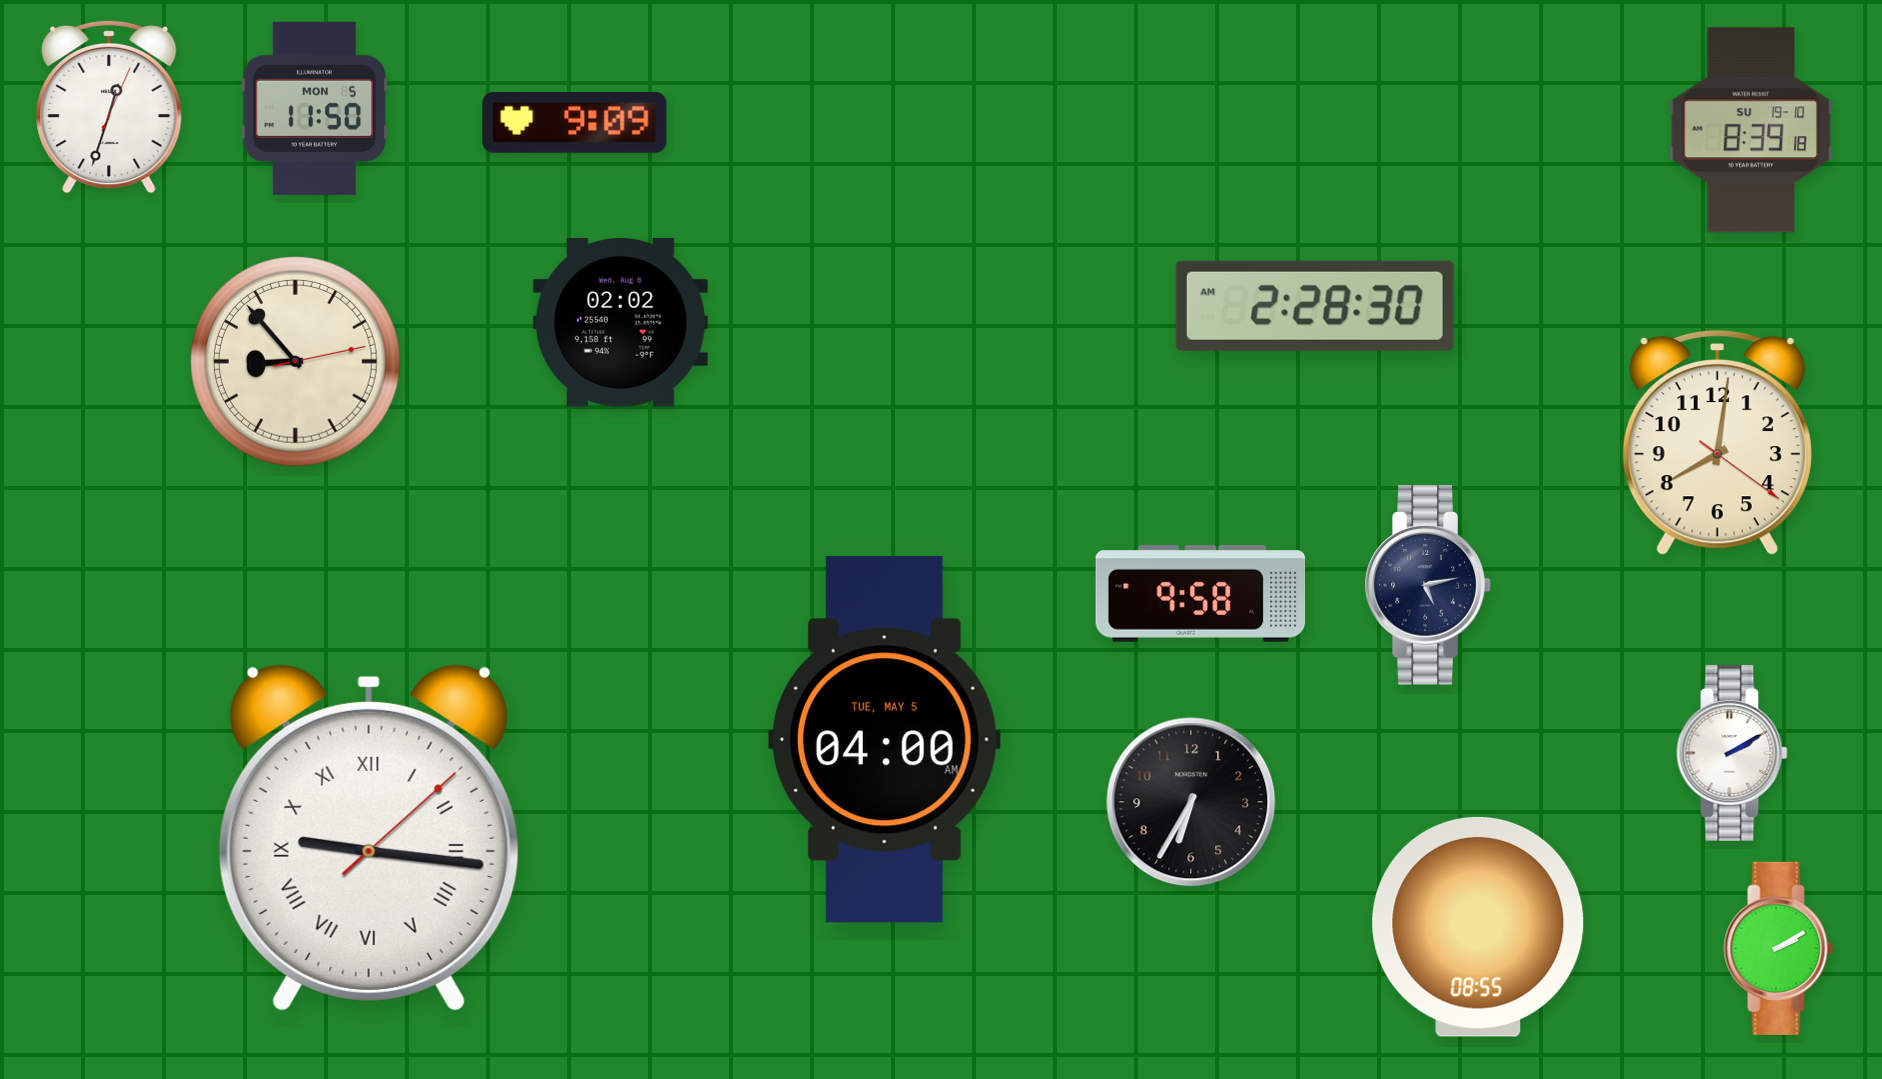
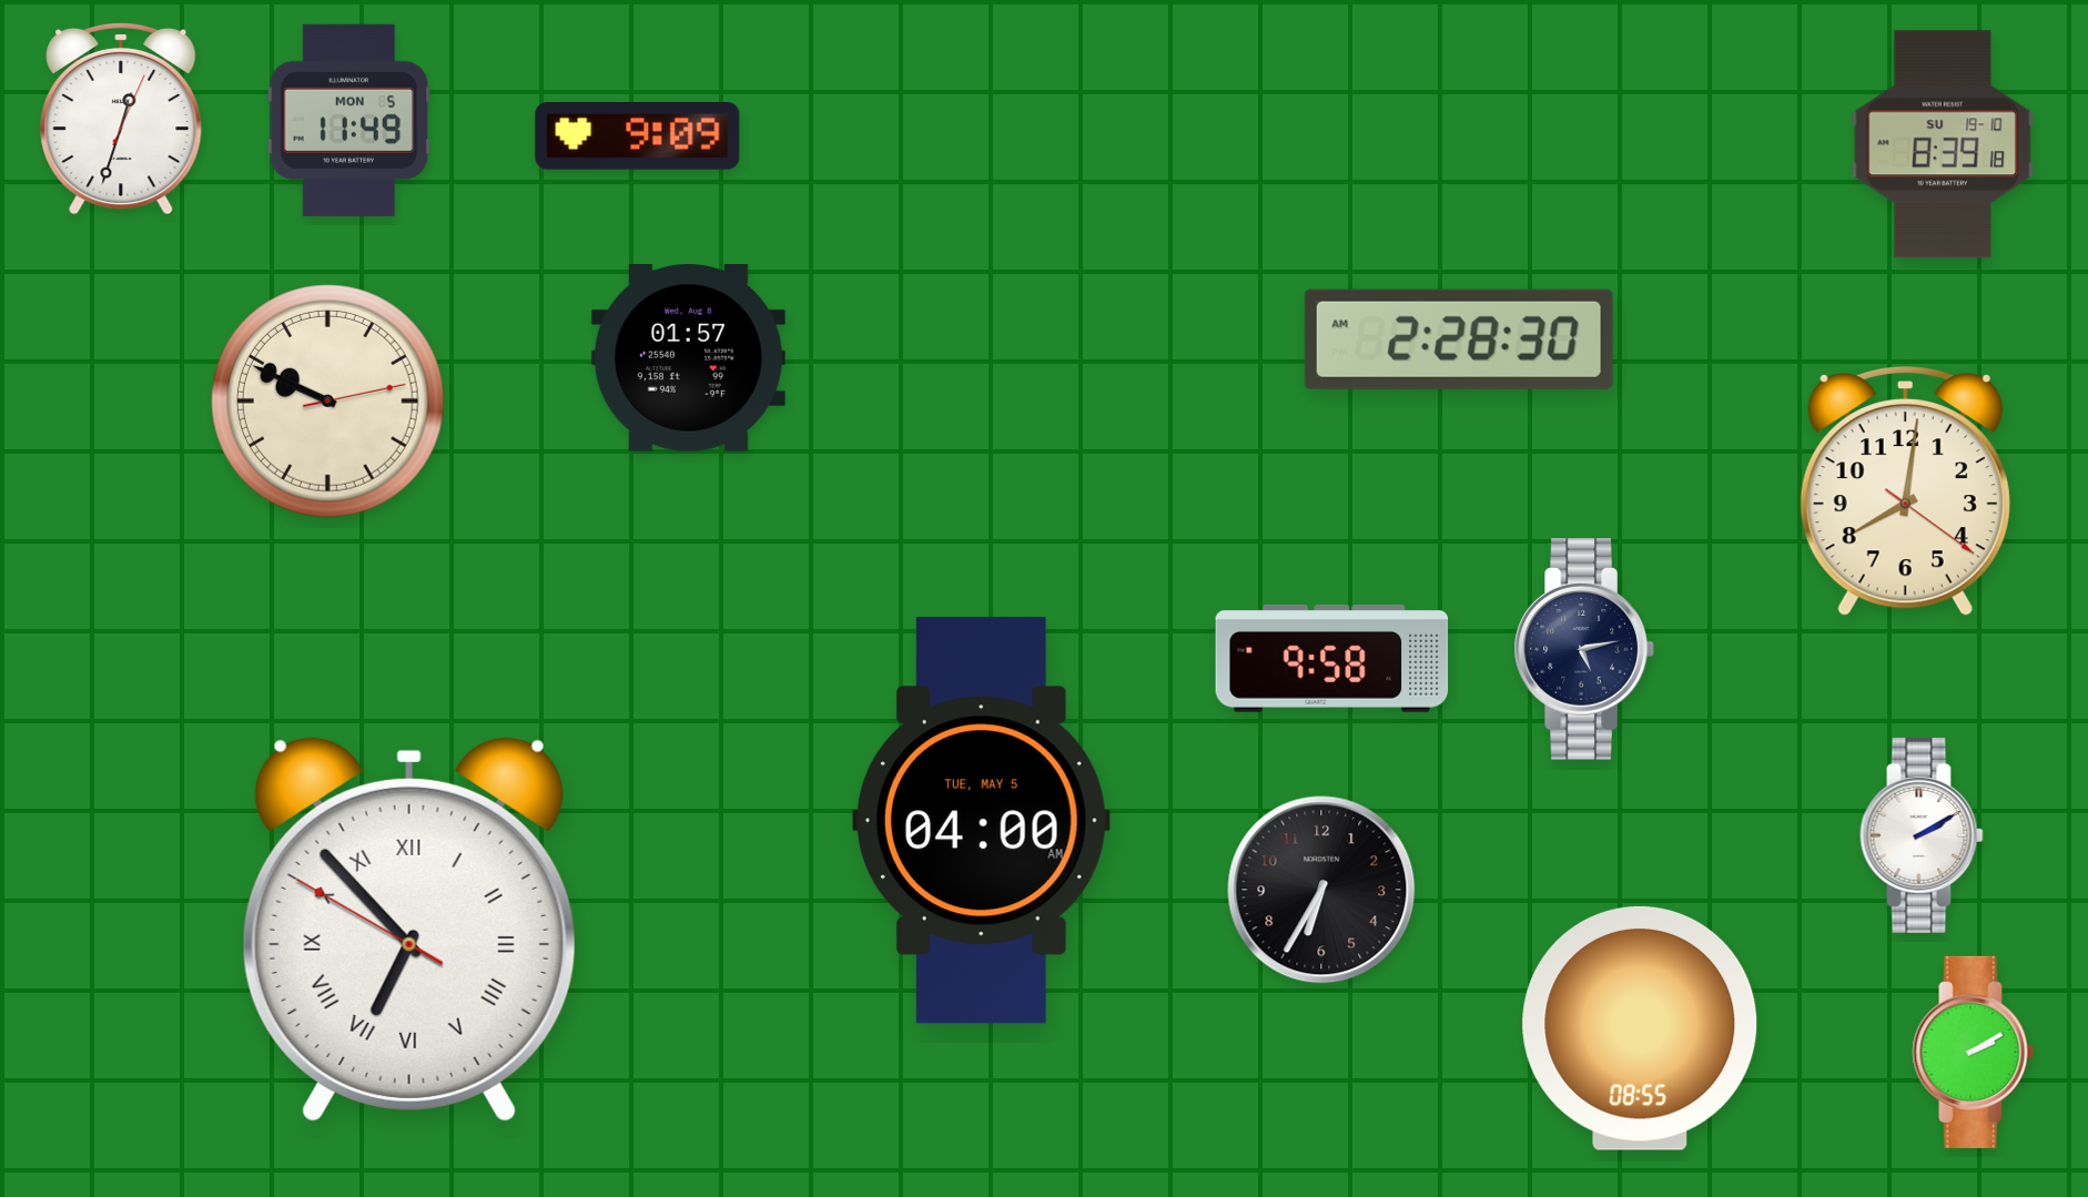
clock at (315, 108): 11:50 -> 11:49
clock at (620, 323): 02:02 -> 01:57
clock at (296, 362): 8:53 -> 9:49
clock at (369, 838): 9:16 -> 6:52
